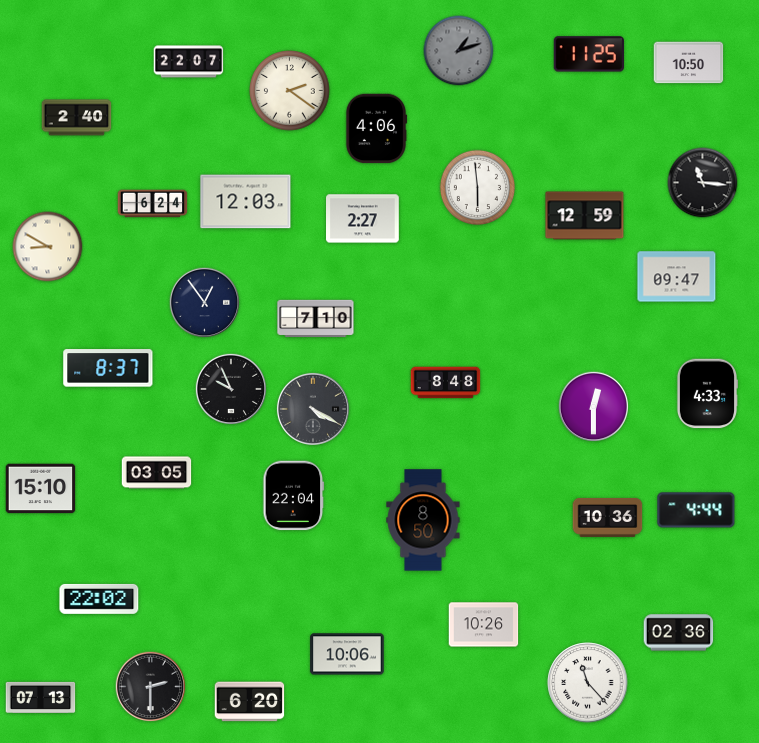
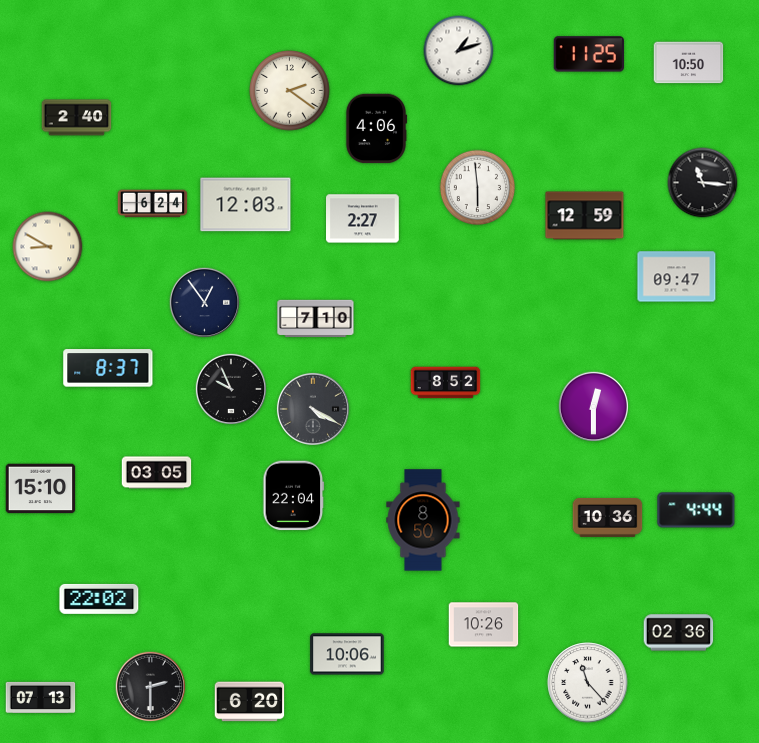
clock at (459, 51) dial: grey -> white
clock at (189, 62): 22:07 -> none
clock at (246, 202) position: (246, 202) -> (246, 205)
clock at (446, 383): 8:48 -> 8:52
clock at (706, 394): 4:33 -> none
